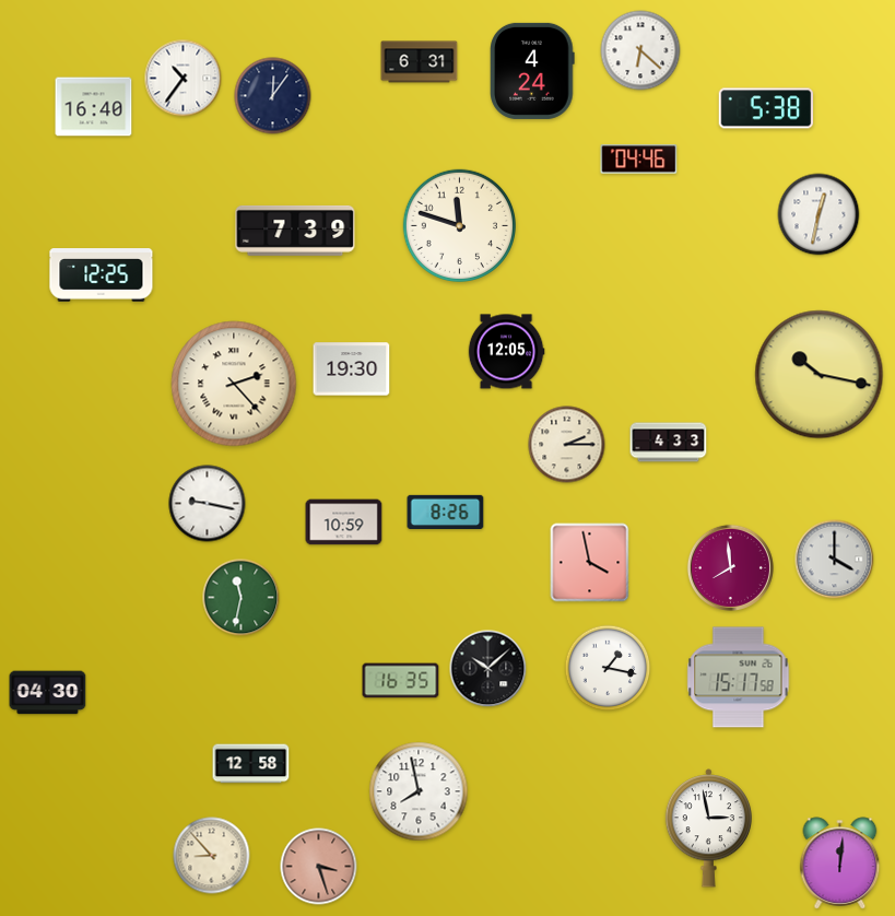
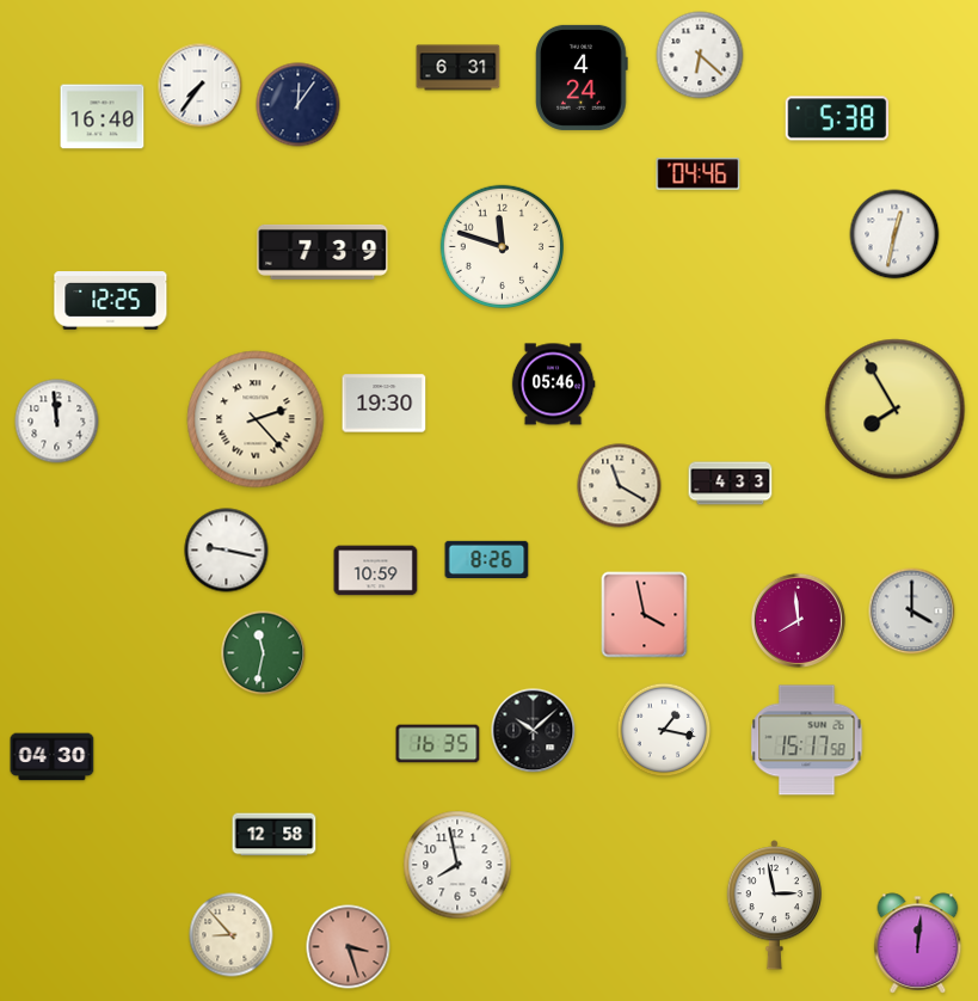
clock at (184, 79): 10:36 -> 7:36
clock at (506, 352): 12:05 -> 05:46
clock at (820, 375): 10:17 -> 7:55
clock at (57, 422): none -> 11:59
clock at (567, 445): 2:15 -> 11:20
